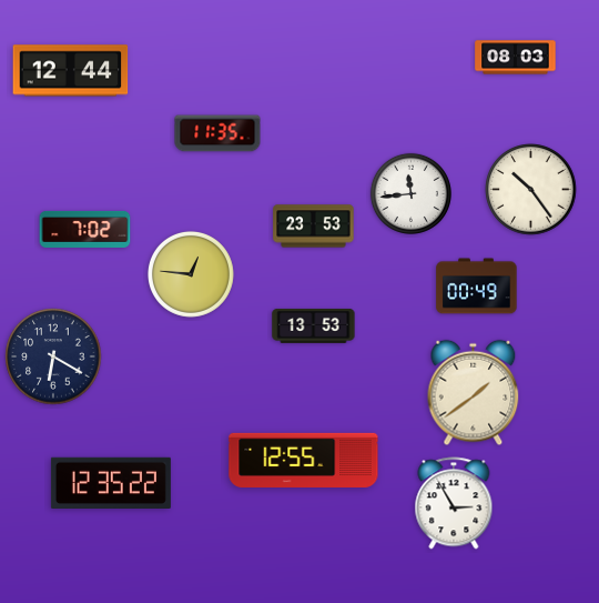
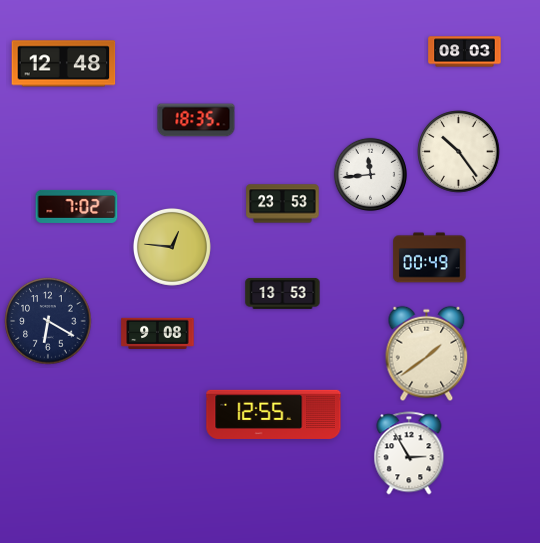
clock at (71, 71): 12:44 -> 12:48
clock at (217, 133): 11:35 -> 18:35
clock at (531, 190) position: (531, 190) -> (459, 152)
clock at (158, 333): none -> 9:08
clock at (111, 482): 12:35 -> none
